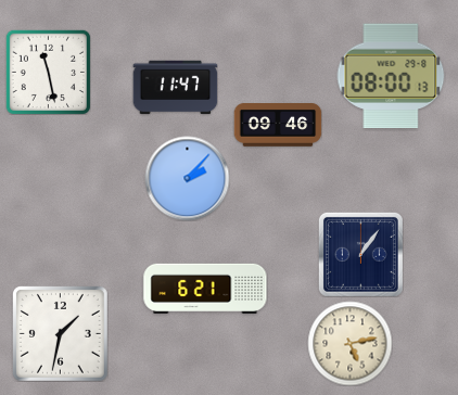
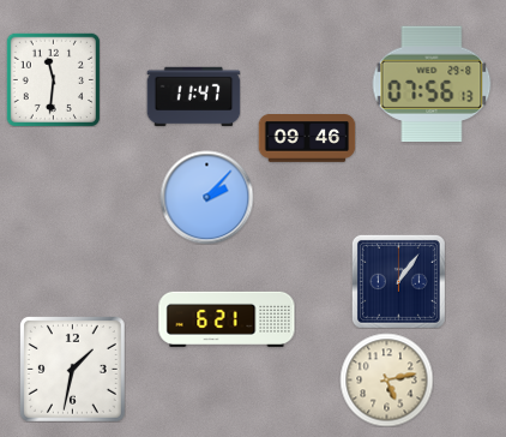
clock at (48, 72): 11:28 -> 11:31
clock at (391, 76): 08:00 -> 07:56
clock at (60, 333) position: (60, 333) -> (72, 369)
